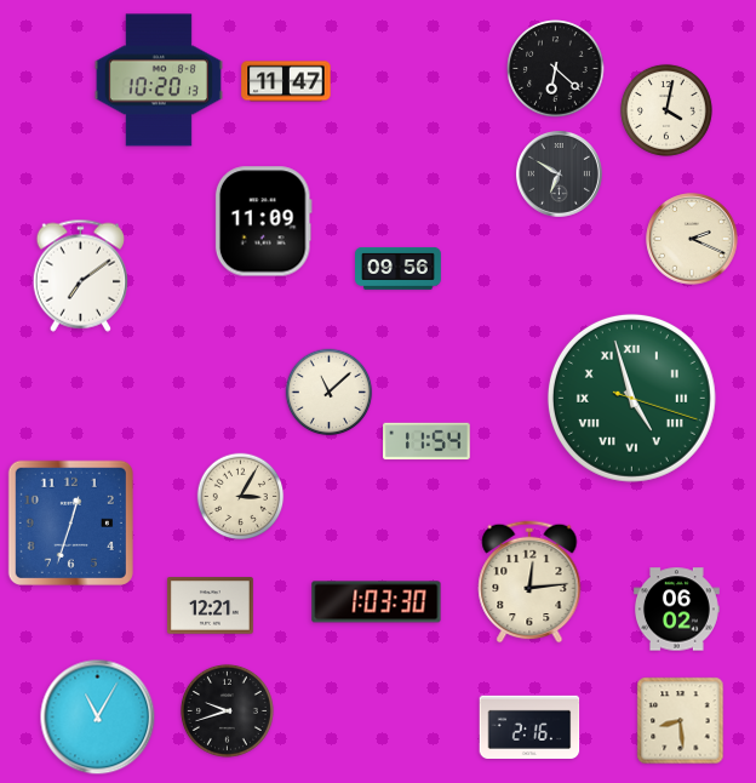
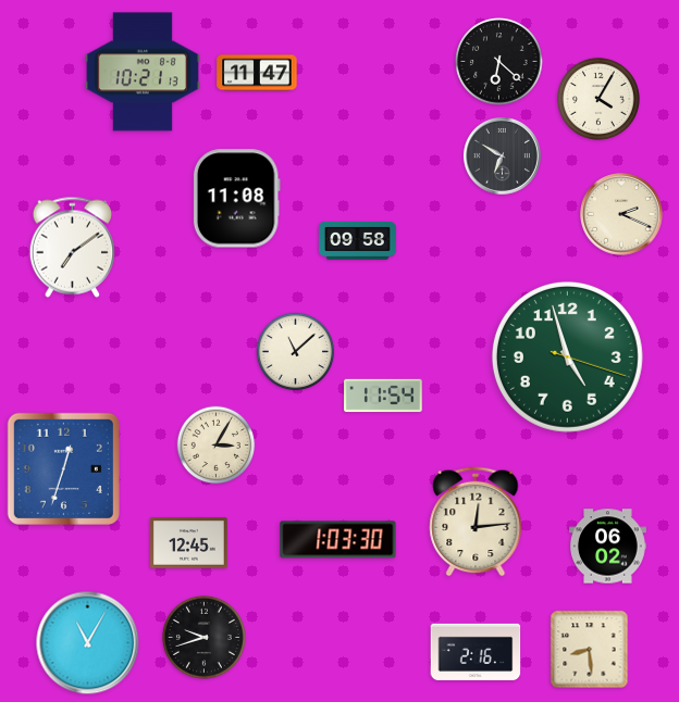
clock at (159, 80): 10:20 -> 10:21
clock at (666, 110): 4:02 -> 4:05
clock at (263, 222): 11:09 -> 11:08
clock at (399, 268): 09:56 -> 09:58
clock at (631, 398) numerals: Roman -> Arabic
clock at (210, 606): 12:21 -> 12:45
clock at (681, 721) position: (681, 721) -> (590, 650)
